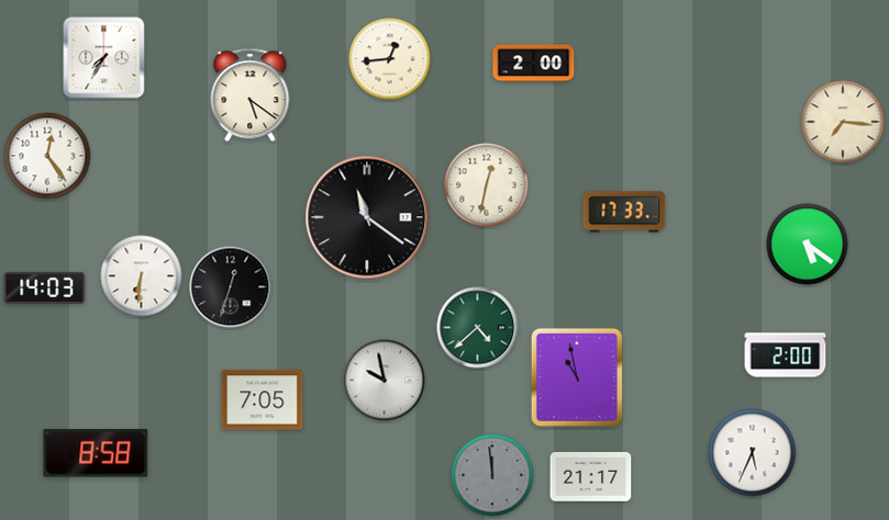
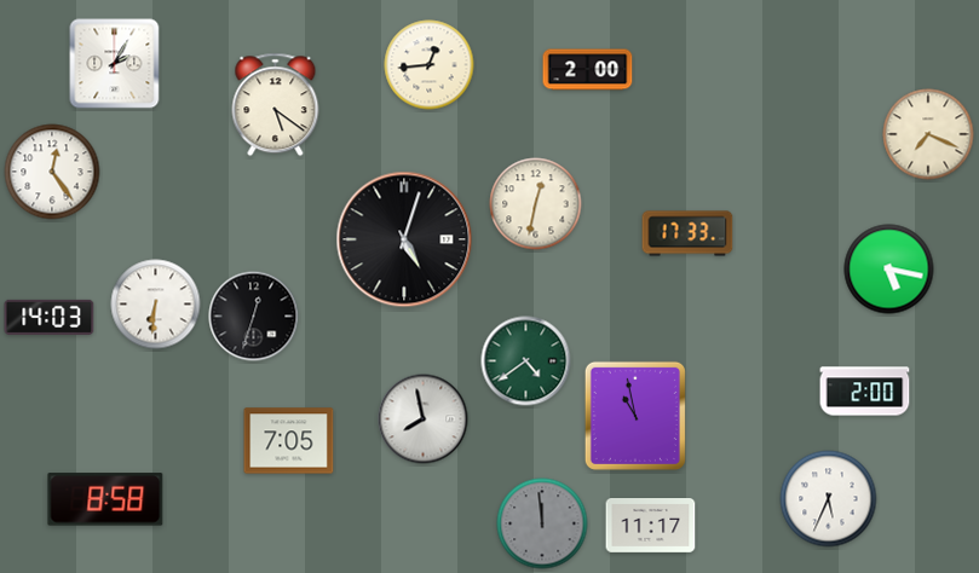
clock at (104, 58): 7:35 -> 2:05
clock at (843, 122): 7:16 -> 7:19
clock at (367, 217): 11:21 -> 5:03
clock at (808, 245): 5:21 -> 5:17
clock at (478, 328): 4:38 -> 4:39
clock at (385, 381): 9:58 -> 7:58
clock at (591, 477): 21:17 -> 11:17
